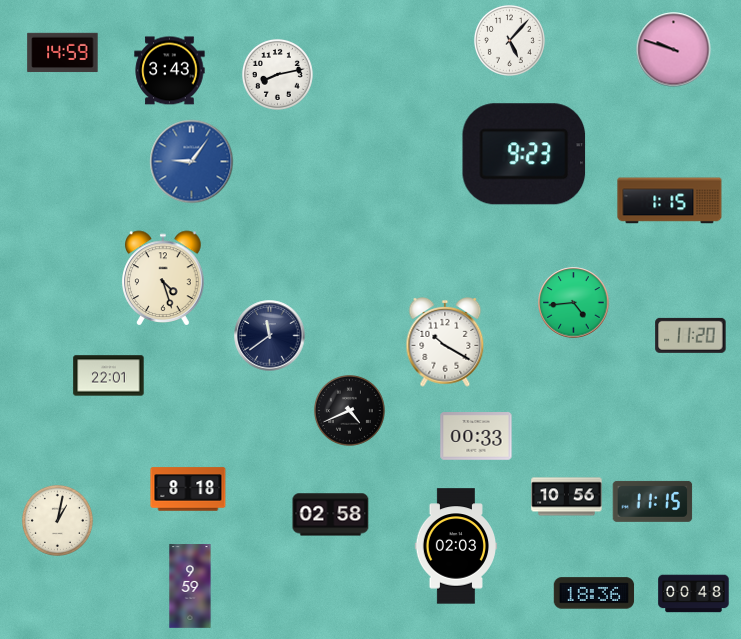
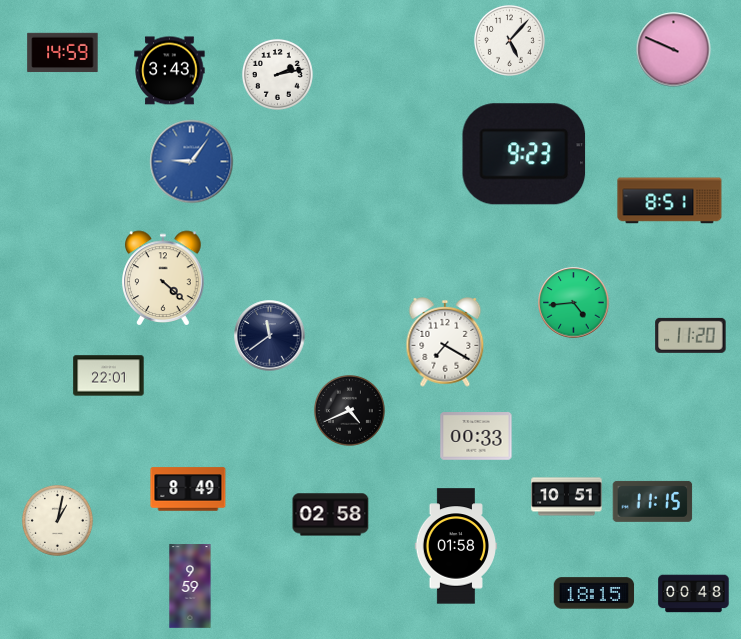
clock at (674, 50): 9:48 -> 9:49
clock at (277, 74): 8:13 -> 2:13
clock at (670, 201): 1:15 -> 8:51
clock at (163, 278): 4:27 -> 4:22
clock at (445, 343): 10:20 -> 7:20
clock at (188, 489): 8:18 -> 8:49
clock at (567, 497): 10:56 -> 10:51
clock at (455, 546): 02:03 -> 01:58
clock at (594, 593): 18:36 -> 18:15
